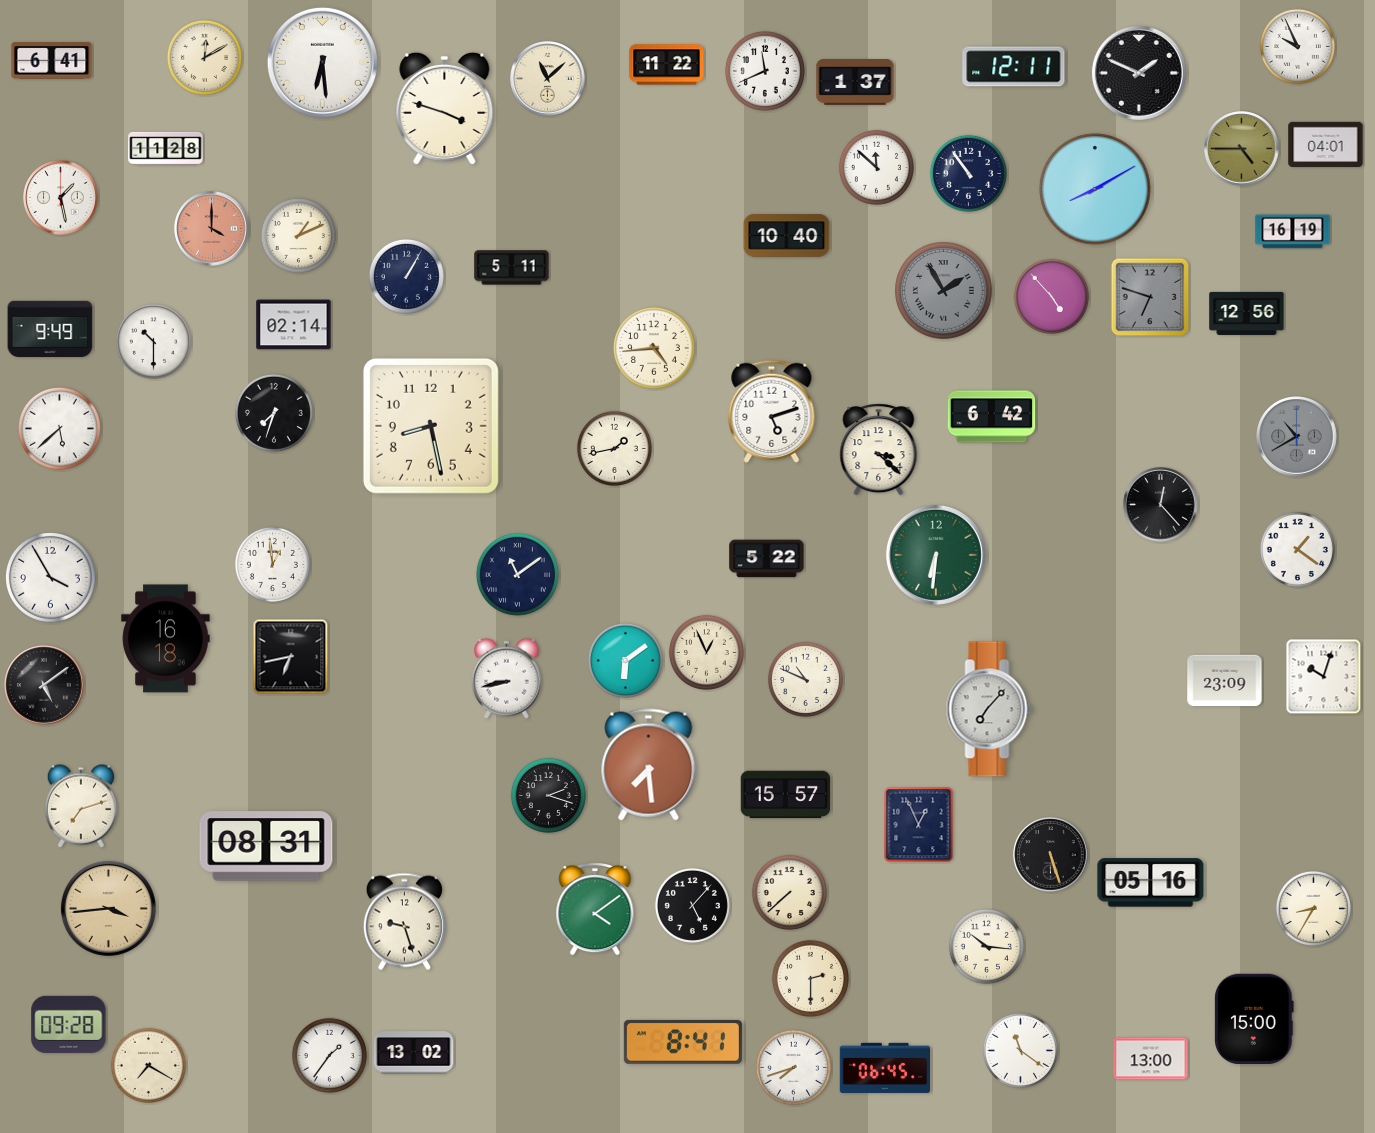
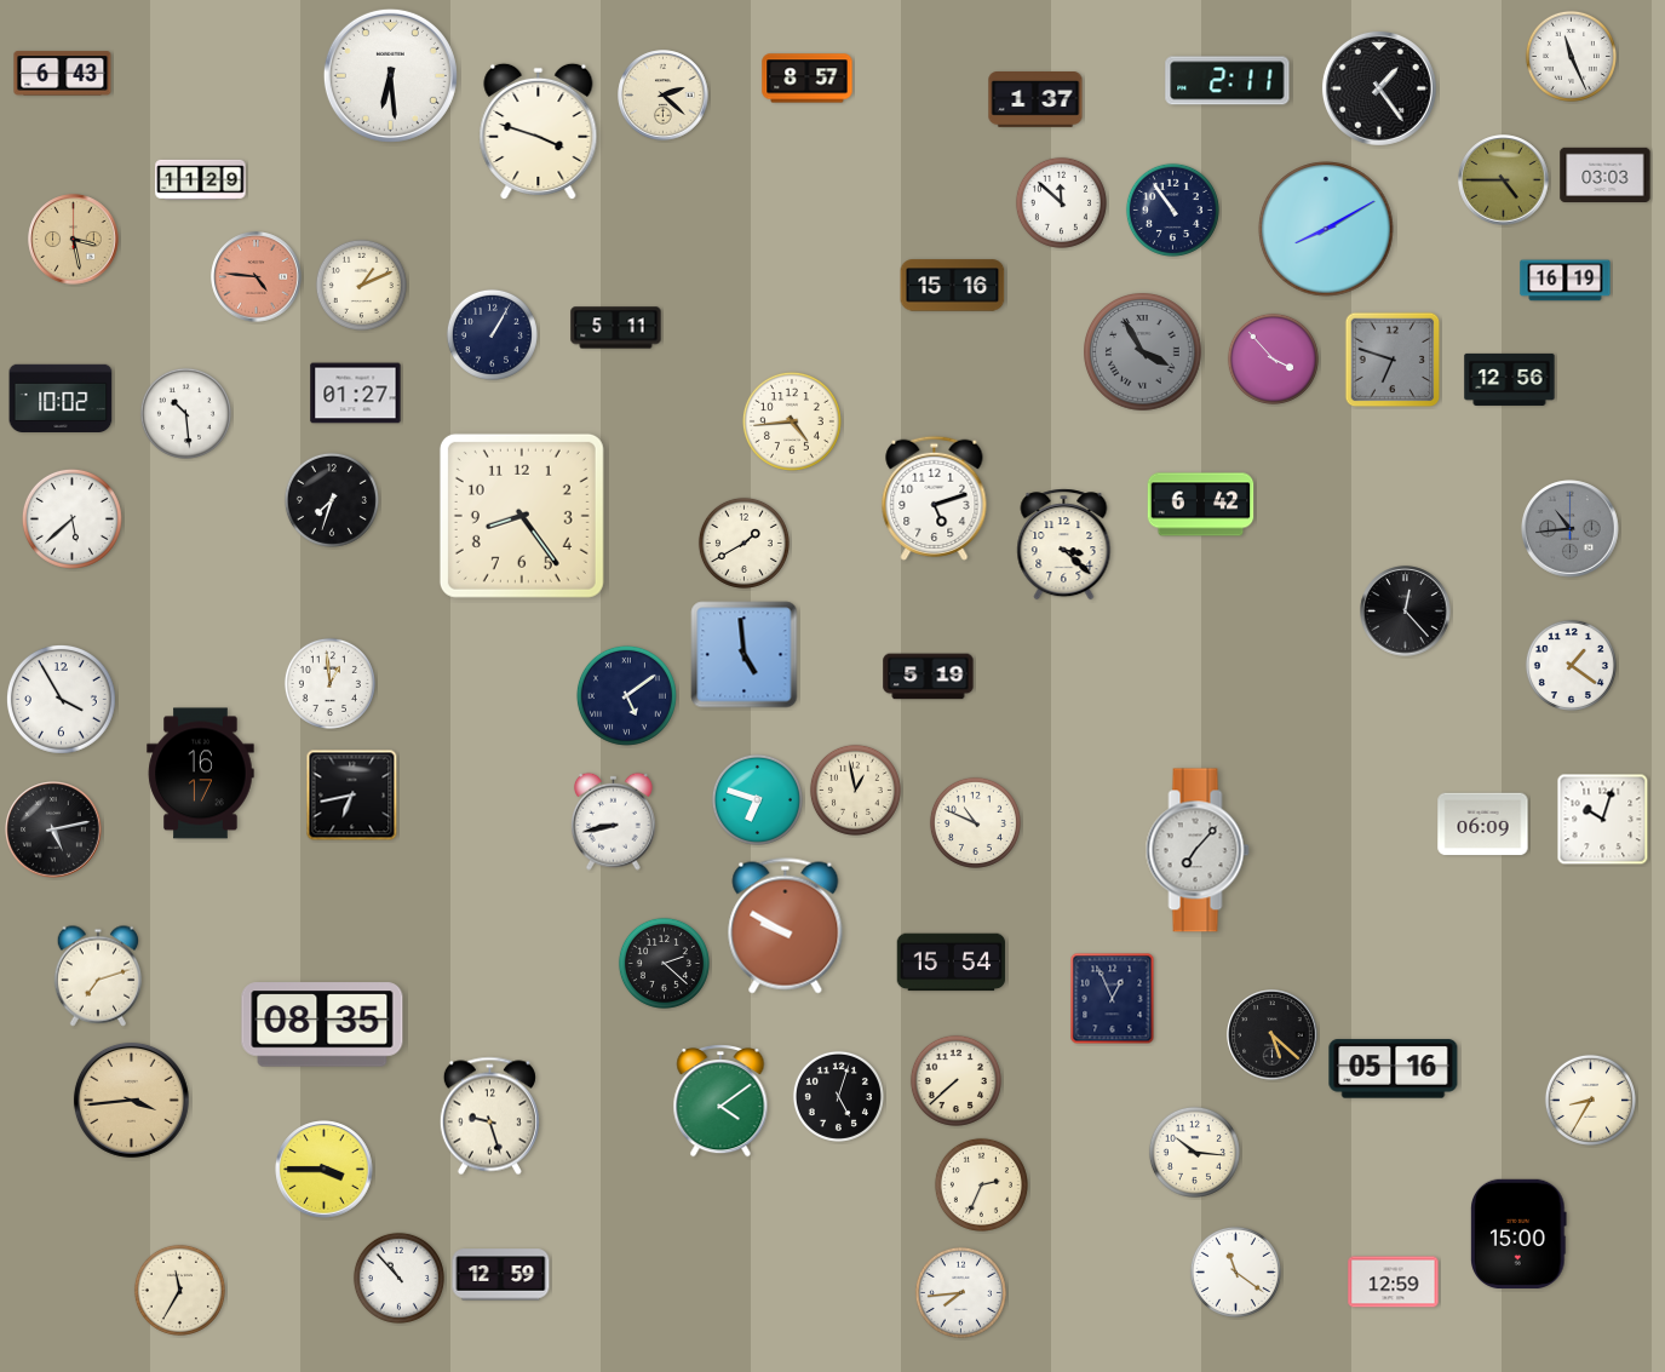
clock at (1297, 46): 9:56 -> 11:26
clock at (204, 57): 12:10 -> none
clock at (52, 61): 6:41 -> 6:43
clock at (667, 65): 11:22 -> 8:57
clock at (1014, 67): 12:11 -> 2:11
clock at (765, 71): 11:41 -> none
clock at (1139, 73): 1:49 -> 1:24
clock at (548, 79): 11:08 -> 2:22
clock at (1326, 144): 04:01 -> 03:03
clock at (166, 148): 11:28 -> 11:29
clock at (61, 198): 1:28 -> 3:28
clock at (61, 198) dial: white -> champagne
clock at (212, 229): 4:00 -> 4:46
clock at (787, 236): 10:40 -> 15:16
clock at (512, 268) position: (512, 268) -> (616, 328)
clock at (944, 291): 1:55 -> 3:55
clock at (1051, 296): 4:53 -> 3:53
clock at (294, 325): 02:14 -> 01:27
clock at (50, 328): 9:49 -> 10:02
clock at (153, 341): 10:30 -> 10:29
clock at (431, 426): 8:28 -> 8:24
clock at (1297, 437): 10:40 -> 10:44
clock at (614, 448): 1:43 -> 1:40
clock at (745, 655): none -> 4:59
clock at (936, 555): 6:31 -> none
clock at (767, 559): 5:22 -> 5:19
clock at (517, 574): 11:09 -> 5:09
clock at (166, 639): 16:18 -> 16:17
clock at (706, 652): 12:56 -> 12:58
clock at (625, 660): 6:09 -> 6:48
clock at (1225, 681): 23:09 -> 06:09
clock at (44, 685): 5:09 -> 5:13
clock at (989, 709) position: (989, 709) -> (1198, 850)
clock at (649, 765): 7:29 -> 9:50
clock at (548, 795): 2:18 -> 2:22
clock at (786, 795): 15:57 -> 15:54
clock at (266, 846): 08:31 -> 08:35
clock at (1051, 855): 5:27 -> 5:22
clock at (692, 905): 5:07 -> 5:03
clock at (986, 946) position: (986, 946) -> (1194, 1152)
clock at (325, 1170): none -> 3:45
clock at (810, 978): 2:30 -> 2:34
clock at (69, 1024): 09:28 -> none
clock at (683, 1042): 8:41 -> none
clock at (414, 1053): 13:02 -> 12:59
clock at (329, 1055): 1:36 -> 10:53
clock at (1151, 1059): 13:00 -> 12:59
clock at (148, 1065): 7:20 -> 11:35
clock at (793, 1067): 7:42 -> 7:44
clock at (884, 1068): 06:45 -> none
